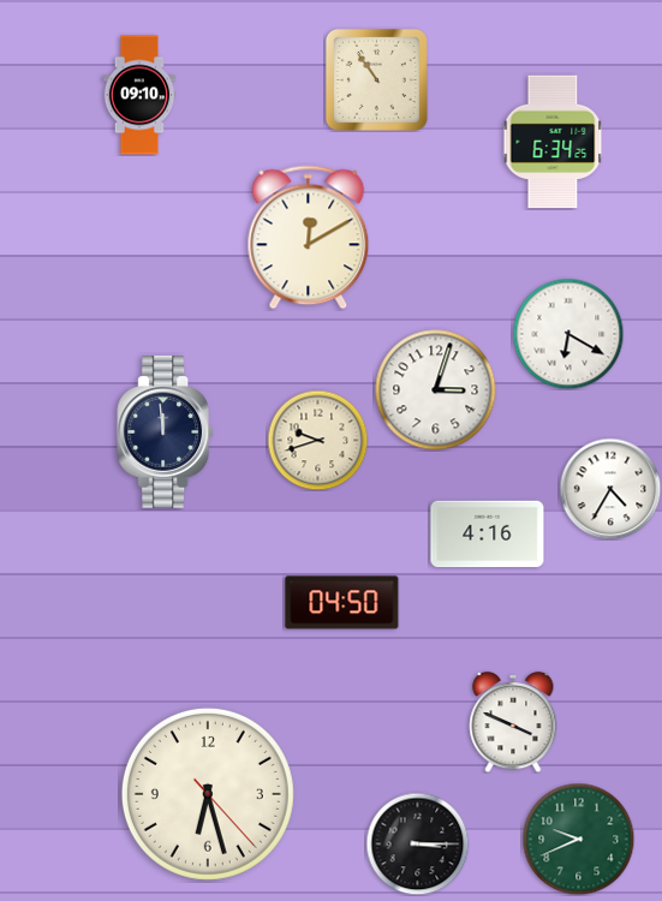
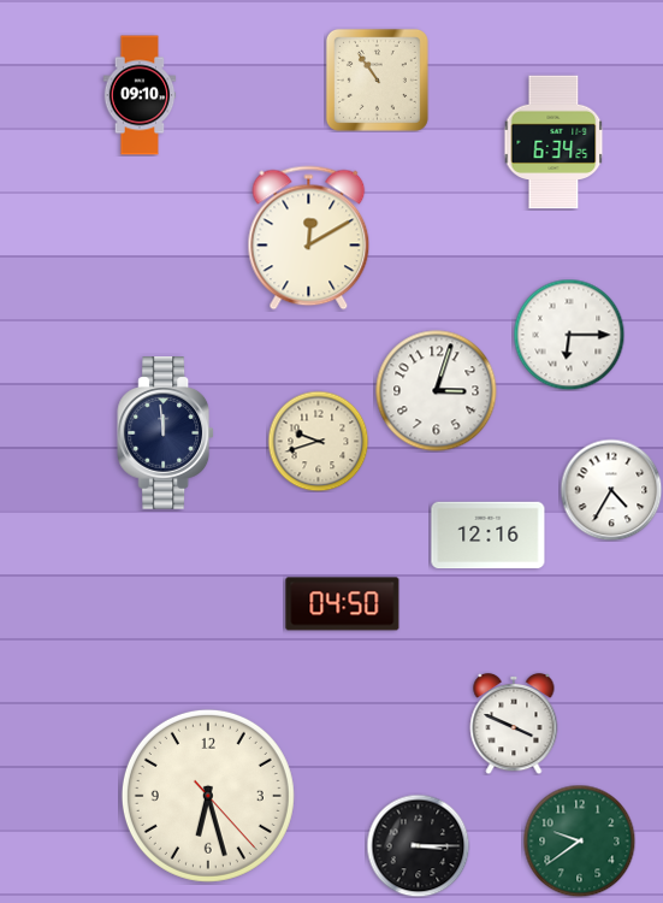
clock at (568, 334): 6:20 -> 6:15
clock at (488, 535): 4:16 -> 12:16
clock at (578, 839): 9:41 -> 9:39
